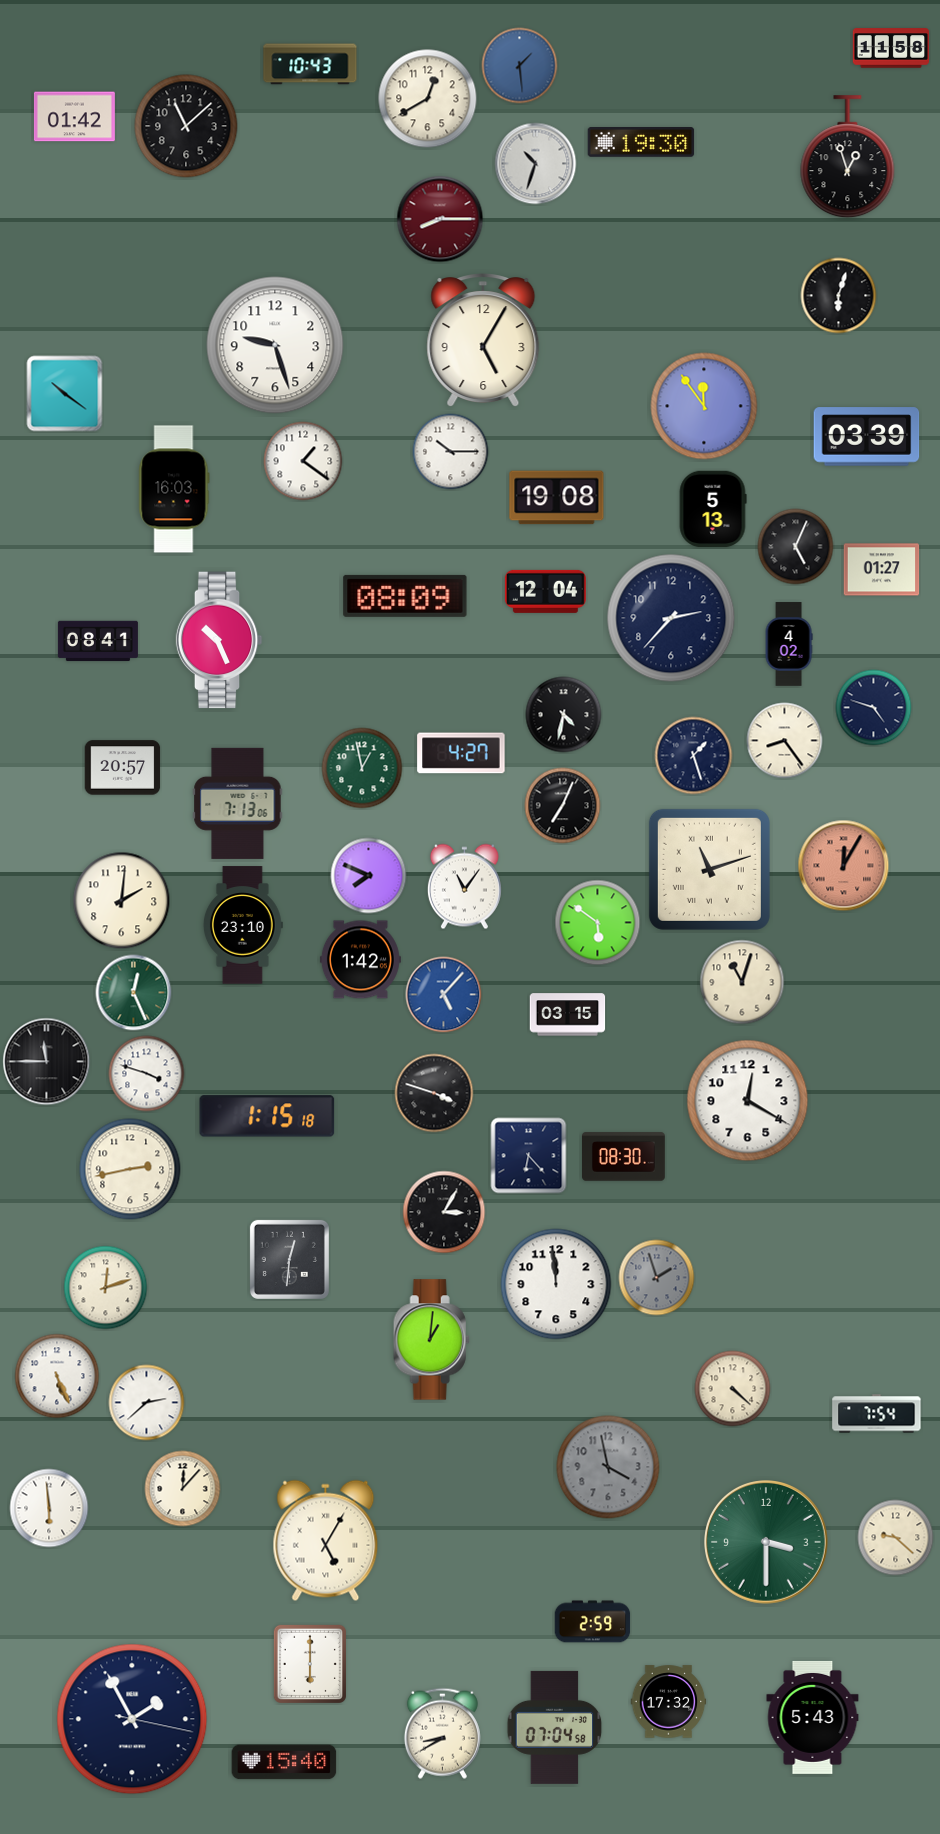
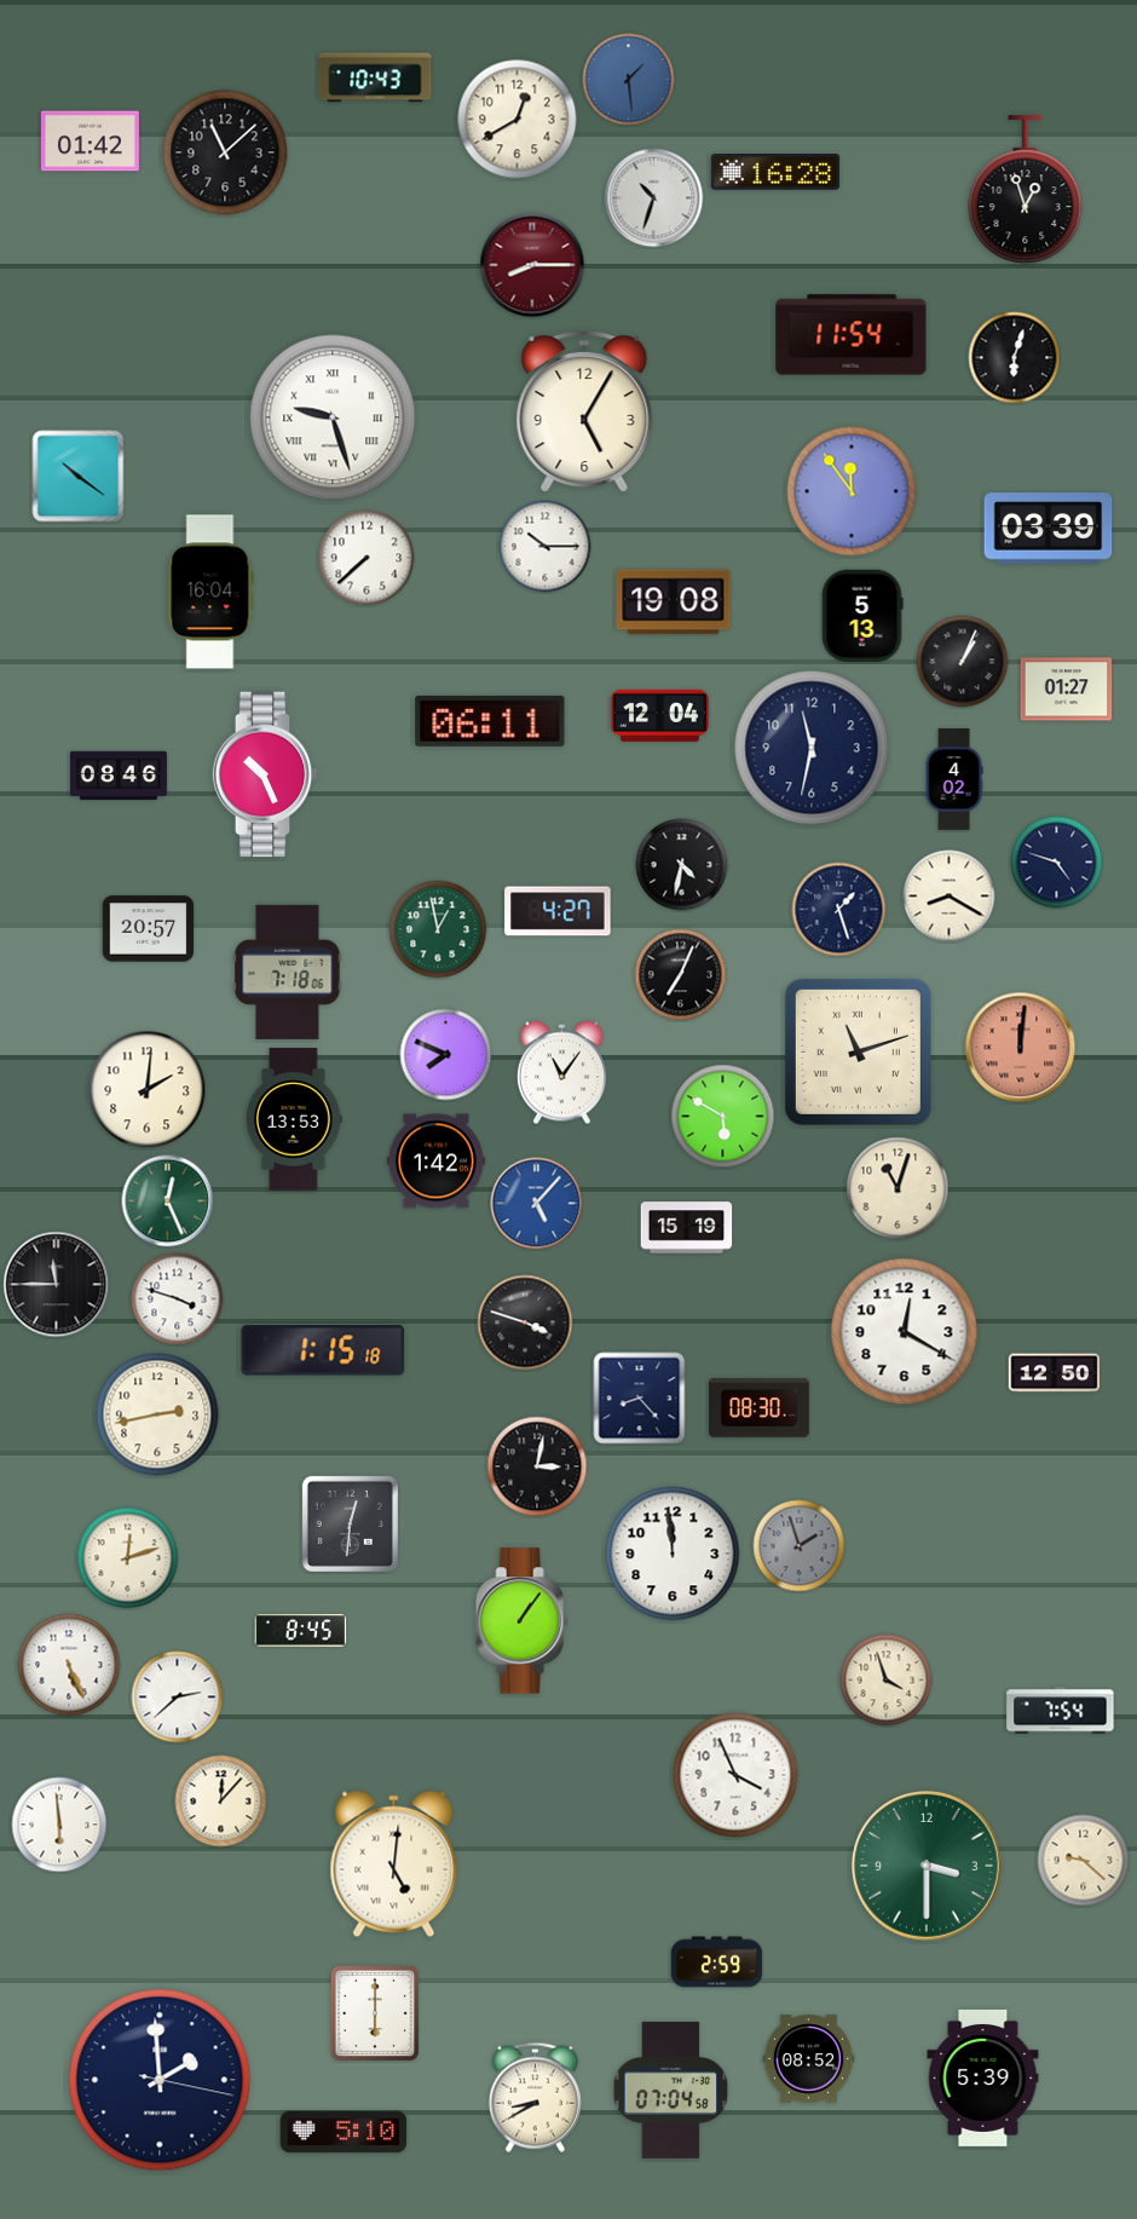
clock at (891, 48): 11:58 -> none
clock at (641, 143): 19:30 -> 16:28
clock at (536, 164) position: (536, 164) -> (654, 198)
clock at (852, 335): none -> 11:54
clock at (275, 345) numerals: Arabic -> Roman
clock at (303, 461): 1:21 -> 7:38
clock at (174, 489): 16:03 -> 16:04
clock at (796, 547): 5:04 -> 1:04
clock at (405, 596): 08:09 -> 06:11
clock at (671, 618): 2:37 -> 11:32
clock at (98, 641): 08:41 -> 08:46
clock at (874, 708) position: (874, 708) -> (1057, 863)
clock at (785, 741): 8:24 -> 8:20
clock at (694, 756) position: (694, 756) -> (839, 910)
clock at (238, 803): 7:13 -> 7:18
clock at (844, 866): 12:05 -> 12:01
clock at (369, 876) position: (369, 876) -> (446, 1055)
clock at (598, 923): 5:51 -> 5:50
clock at (243, 925): 23:10 -> 13:53
clock at (134, 993) position: (134, 993) -> (168, 1201)
clock at (568, 1015): 03:15 -> 15:19
clock at (1055, 1373): none -> 12:50
clock at (529, 1156): 6:23 -> 8:23
clock at (624, 1157) position: (624, 1157) -> (760, 1408)
clock at (444, 1212): 3:05 -> 3:02
clock at (657, 1278) position: (657, 1278) -> (800, 1546)
clock at (431, 1340): 1:01 -> 1:06
clock at (301, 1631): none -> 8:45
clock at (733, 1389): 4:22 -> 3:57
clock at (608, 1467): 3:58 -> 3:56
clock at (608, 1467) dial: grey -> white
clock at (326, 1541): 5:05 -> 5:01
clock at (669, 1702): 17:32 -> 08:52
clock at (813, 1717): 5:43 -> 5:39
clock at (132, 1719): 1:55 -> 1:59
clock at (284, 1762): 15:40 -> 5:10
